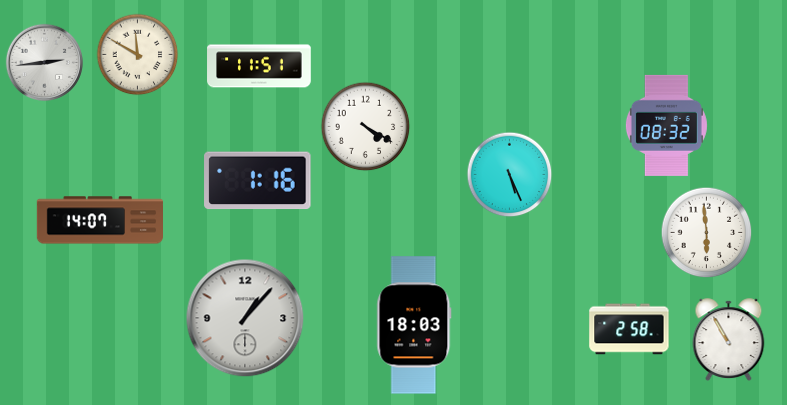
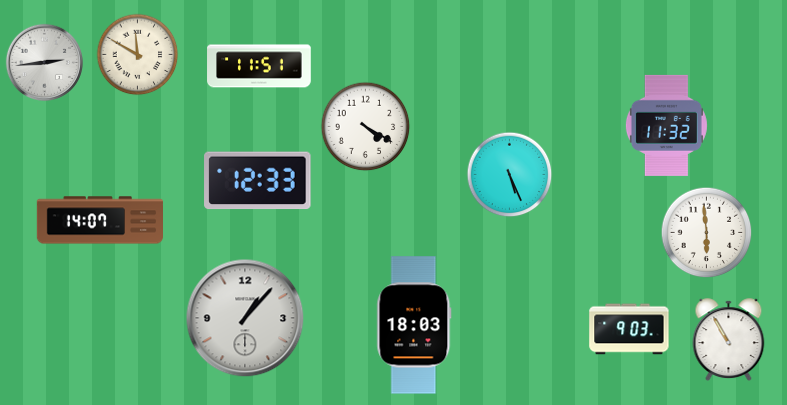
clock at (666, 125): 08:32 -> 11:32
clock at (258, 181): 1:16 -> 12:33
clock at (629, 329): 2:58 -> 9:03
